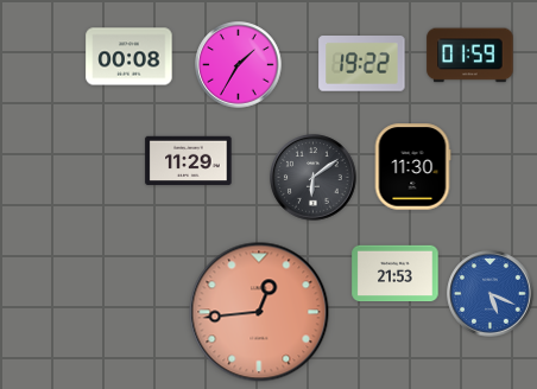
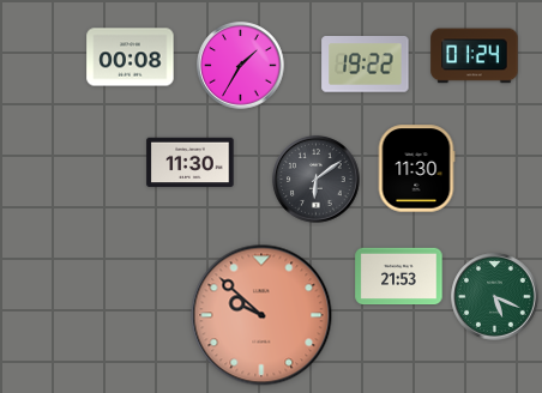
clock at (470, 56): 01:59 -> 01:24
clock at (189, 161): 11:29 -> 11:30
clock at (491, 294) dial: blue -> green
clock at (259, 312): 12:44 -> 9:52
